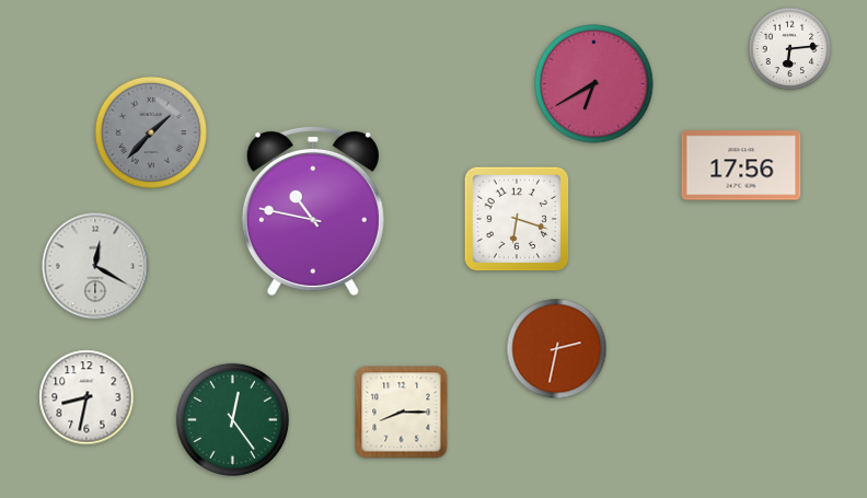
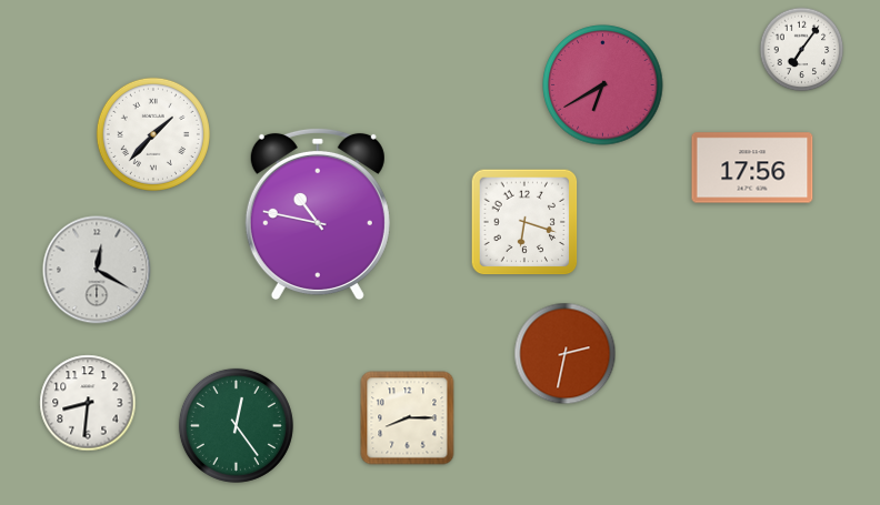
clock at (790, 49): 6:14 -> 7:06
clock at (151, 132) dial: grey -> white
clock at (86, 397): 8:32 -> 8:31
